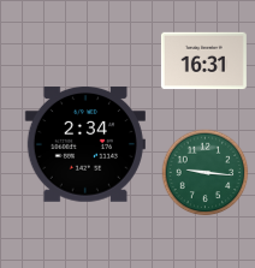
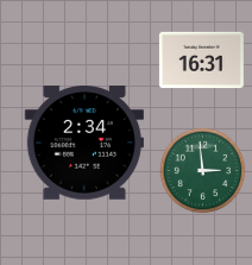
clock at (206, 173): 9:16 -> 2:59
